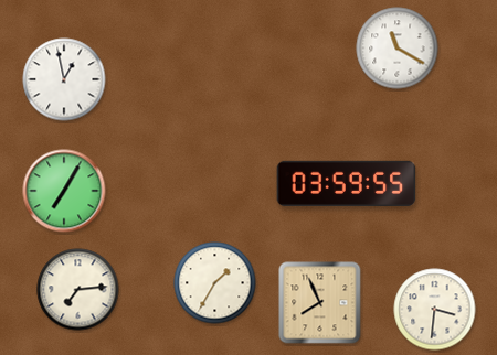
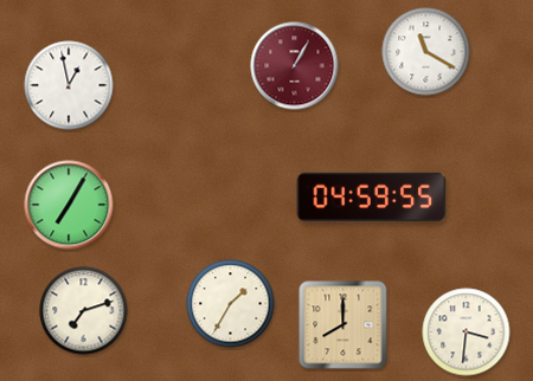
clock at (295, 66): none -> 1:05
clock at (347, 183): 03:59 -> 04:59
clock at (78, 290): 7:14 -> 7:12
clock at (320, 303): 7:56 -> 8:00
